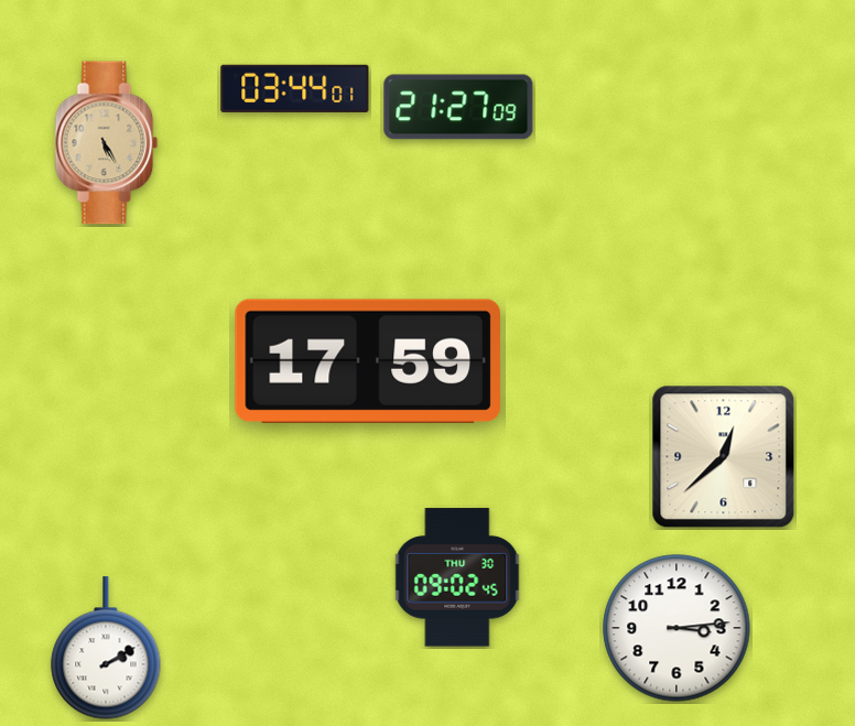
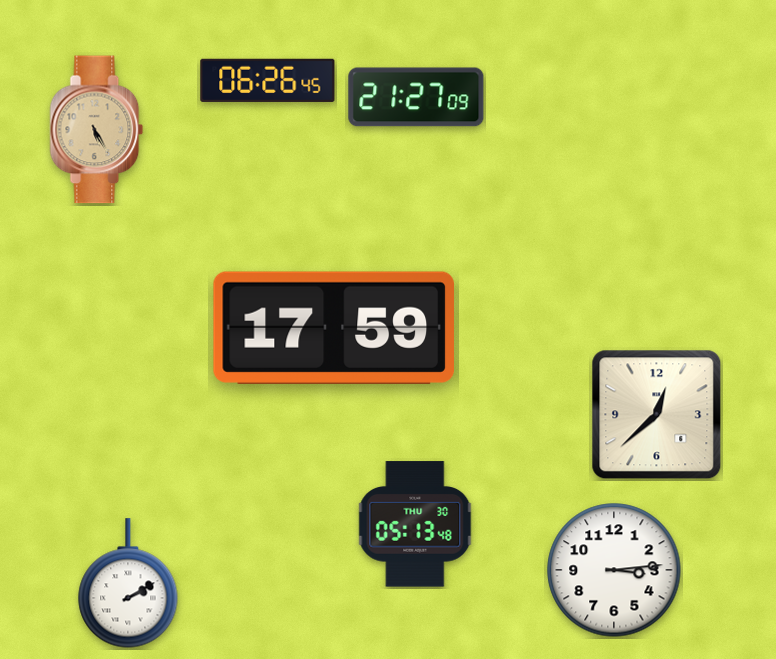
clock at (295, 88): 03:44 -> 06:26
clock at (457, 577): 09:02 -> 05:13
clock at (106, 648) position: (106, 648) -> (128, 583)
